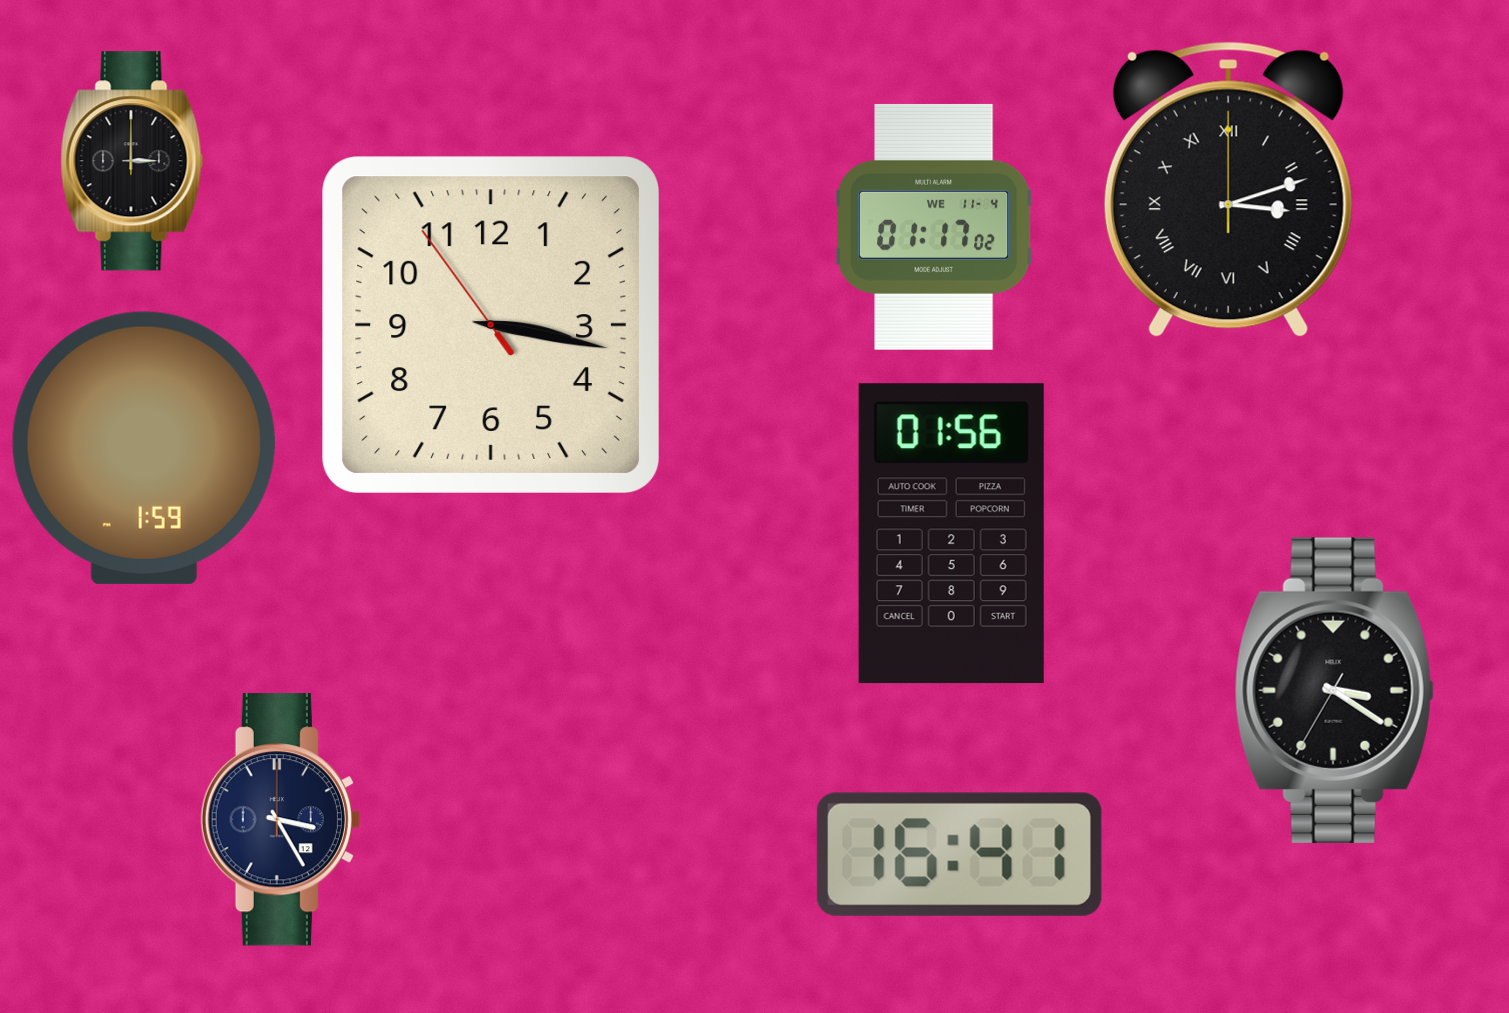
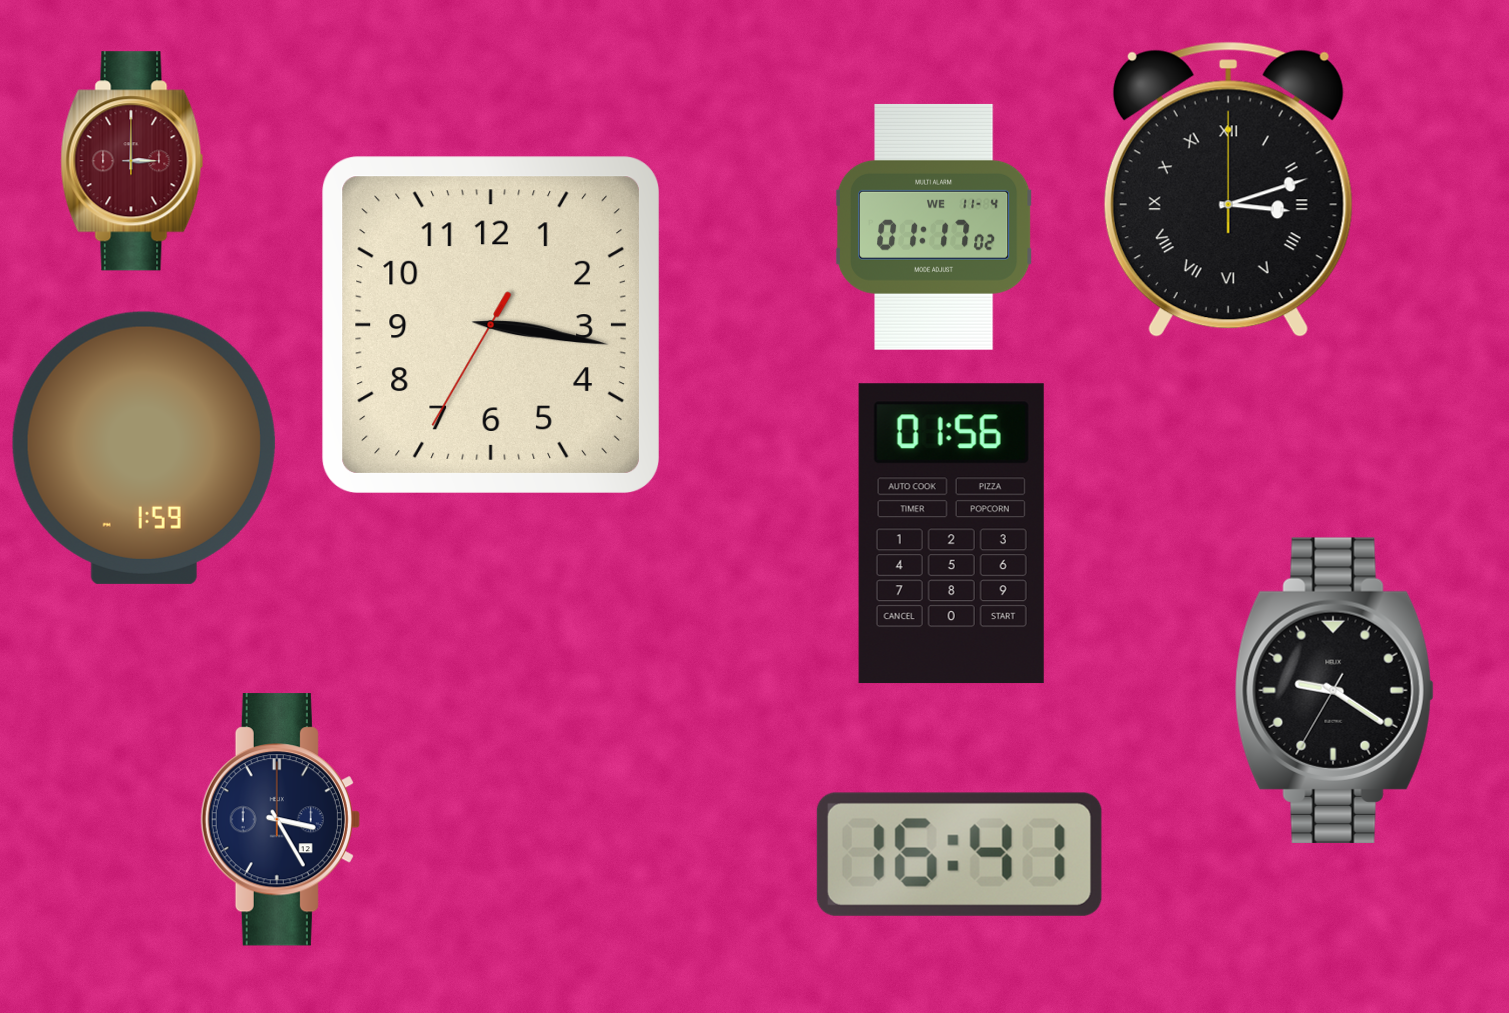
clock at (132, 161) dial: black -> burgundy
clock at (491, 325): 3:16:54 -> 3:16:35
clock at (1334, 690): 3:20 -> 9:20
